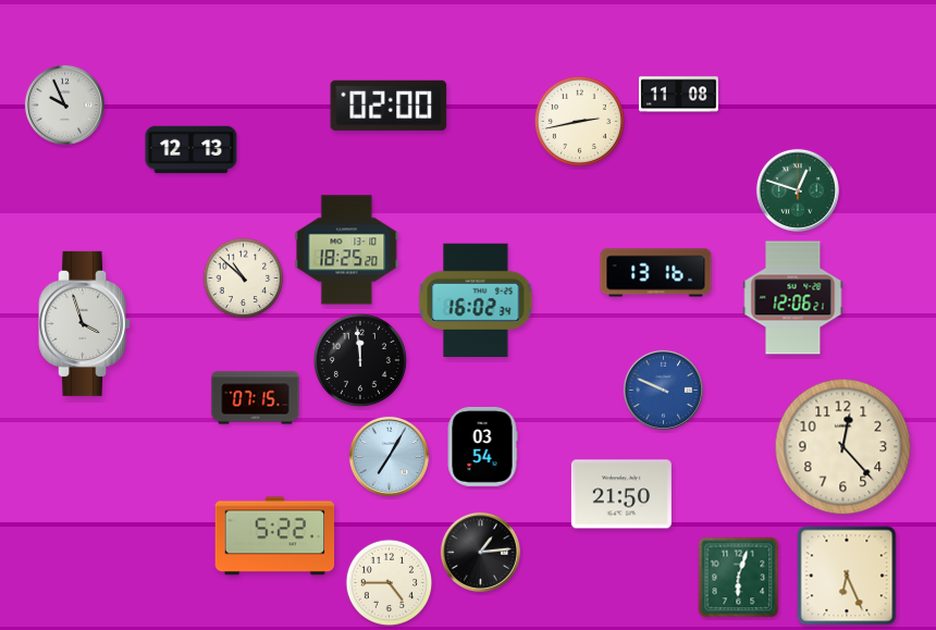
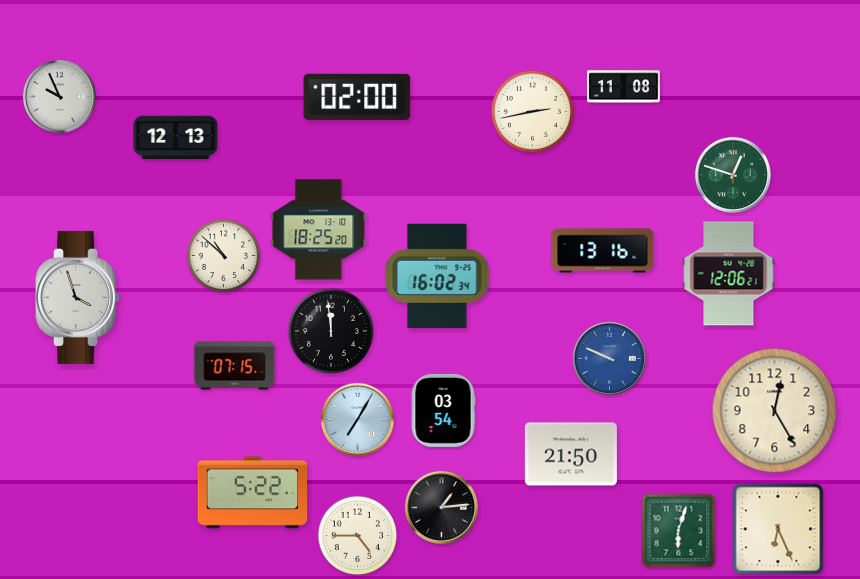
clock at (843, 447): 12:23 -> 12:25
